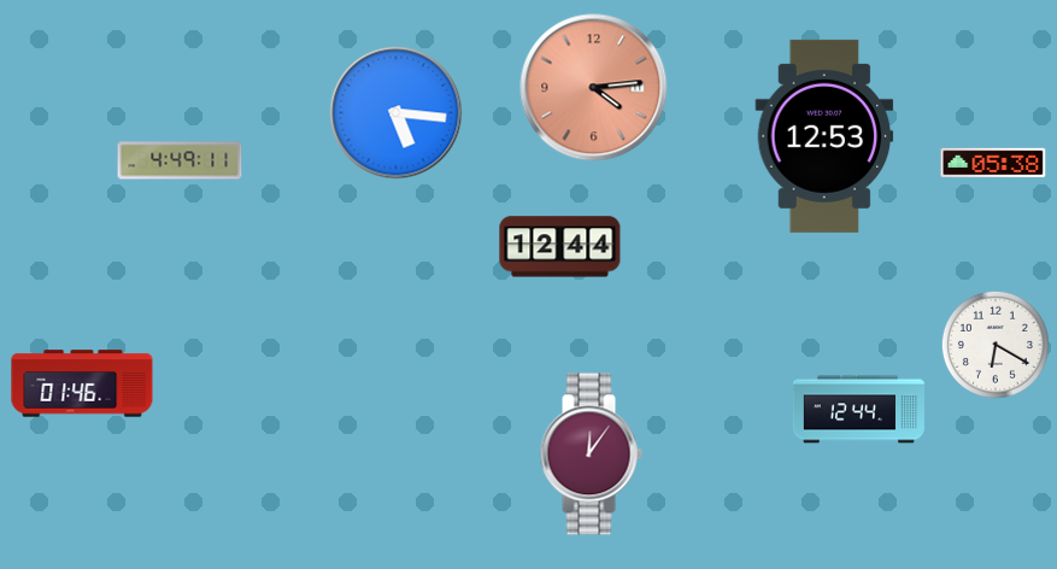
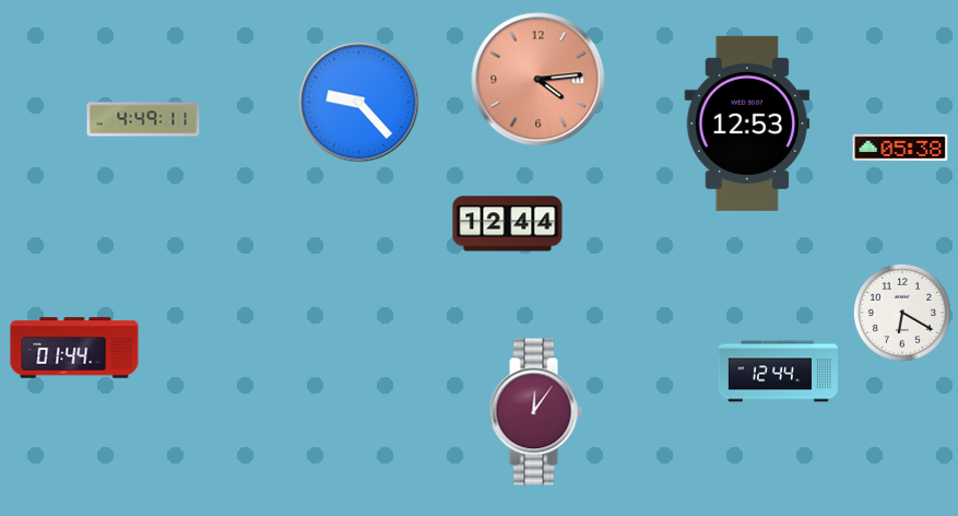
clock at (397, 113): 5:16 -> 9:23
clock at (180, 160) position: (180, 160) -> (143, 119)
clock at (82, 383): 01:46 -> 01:44
